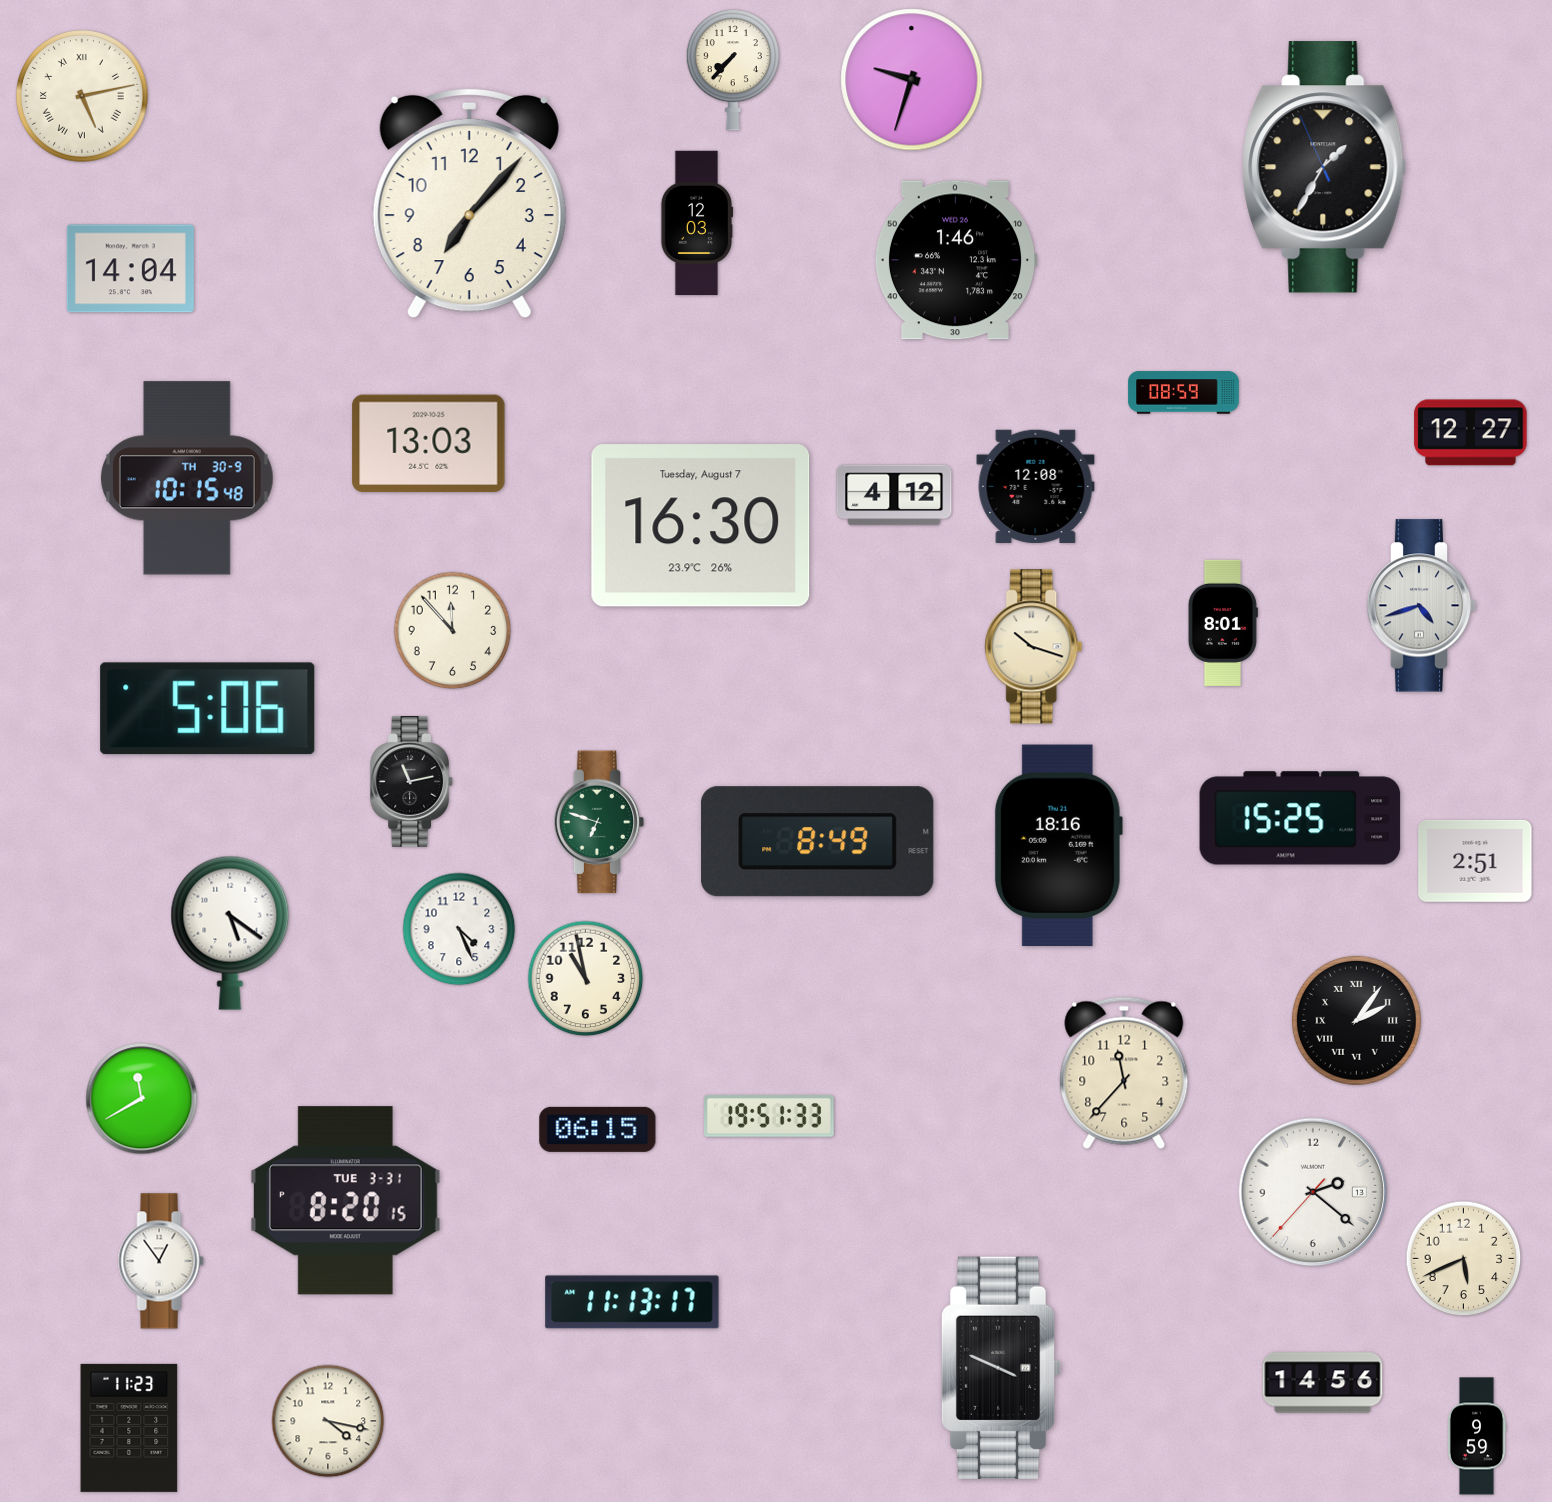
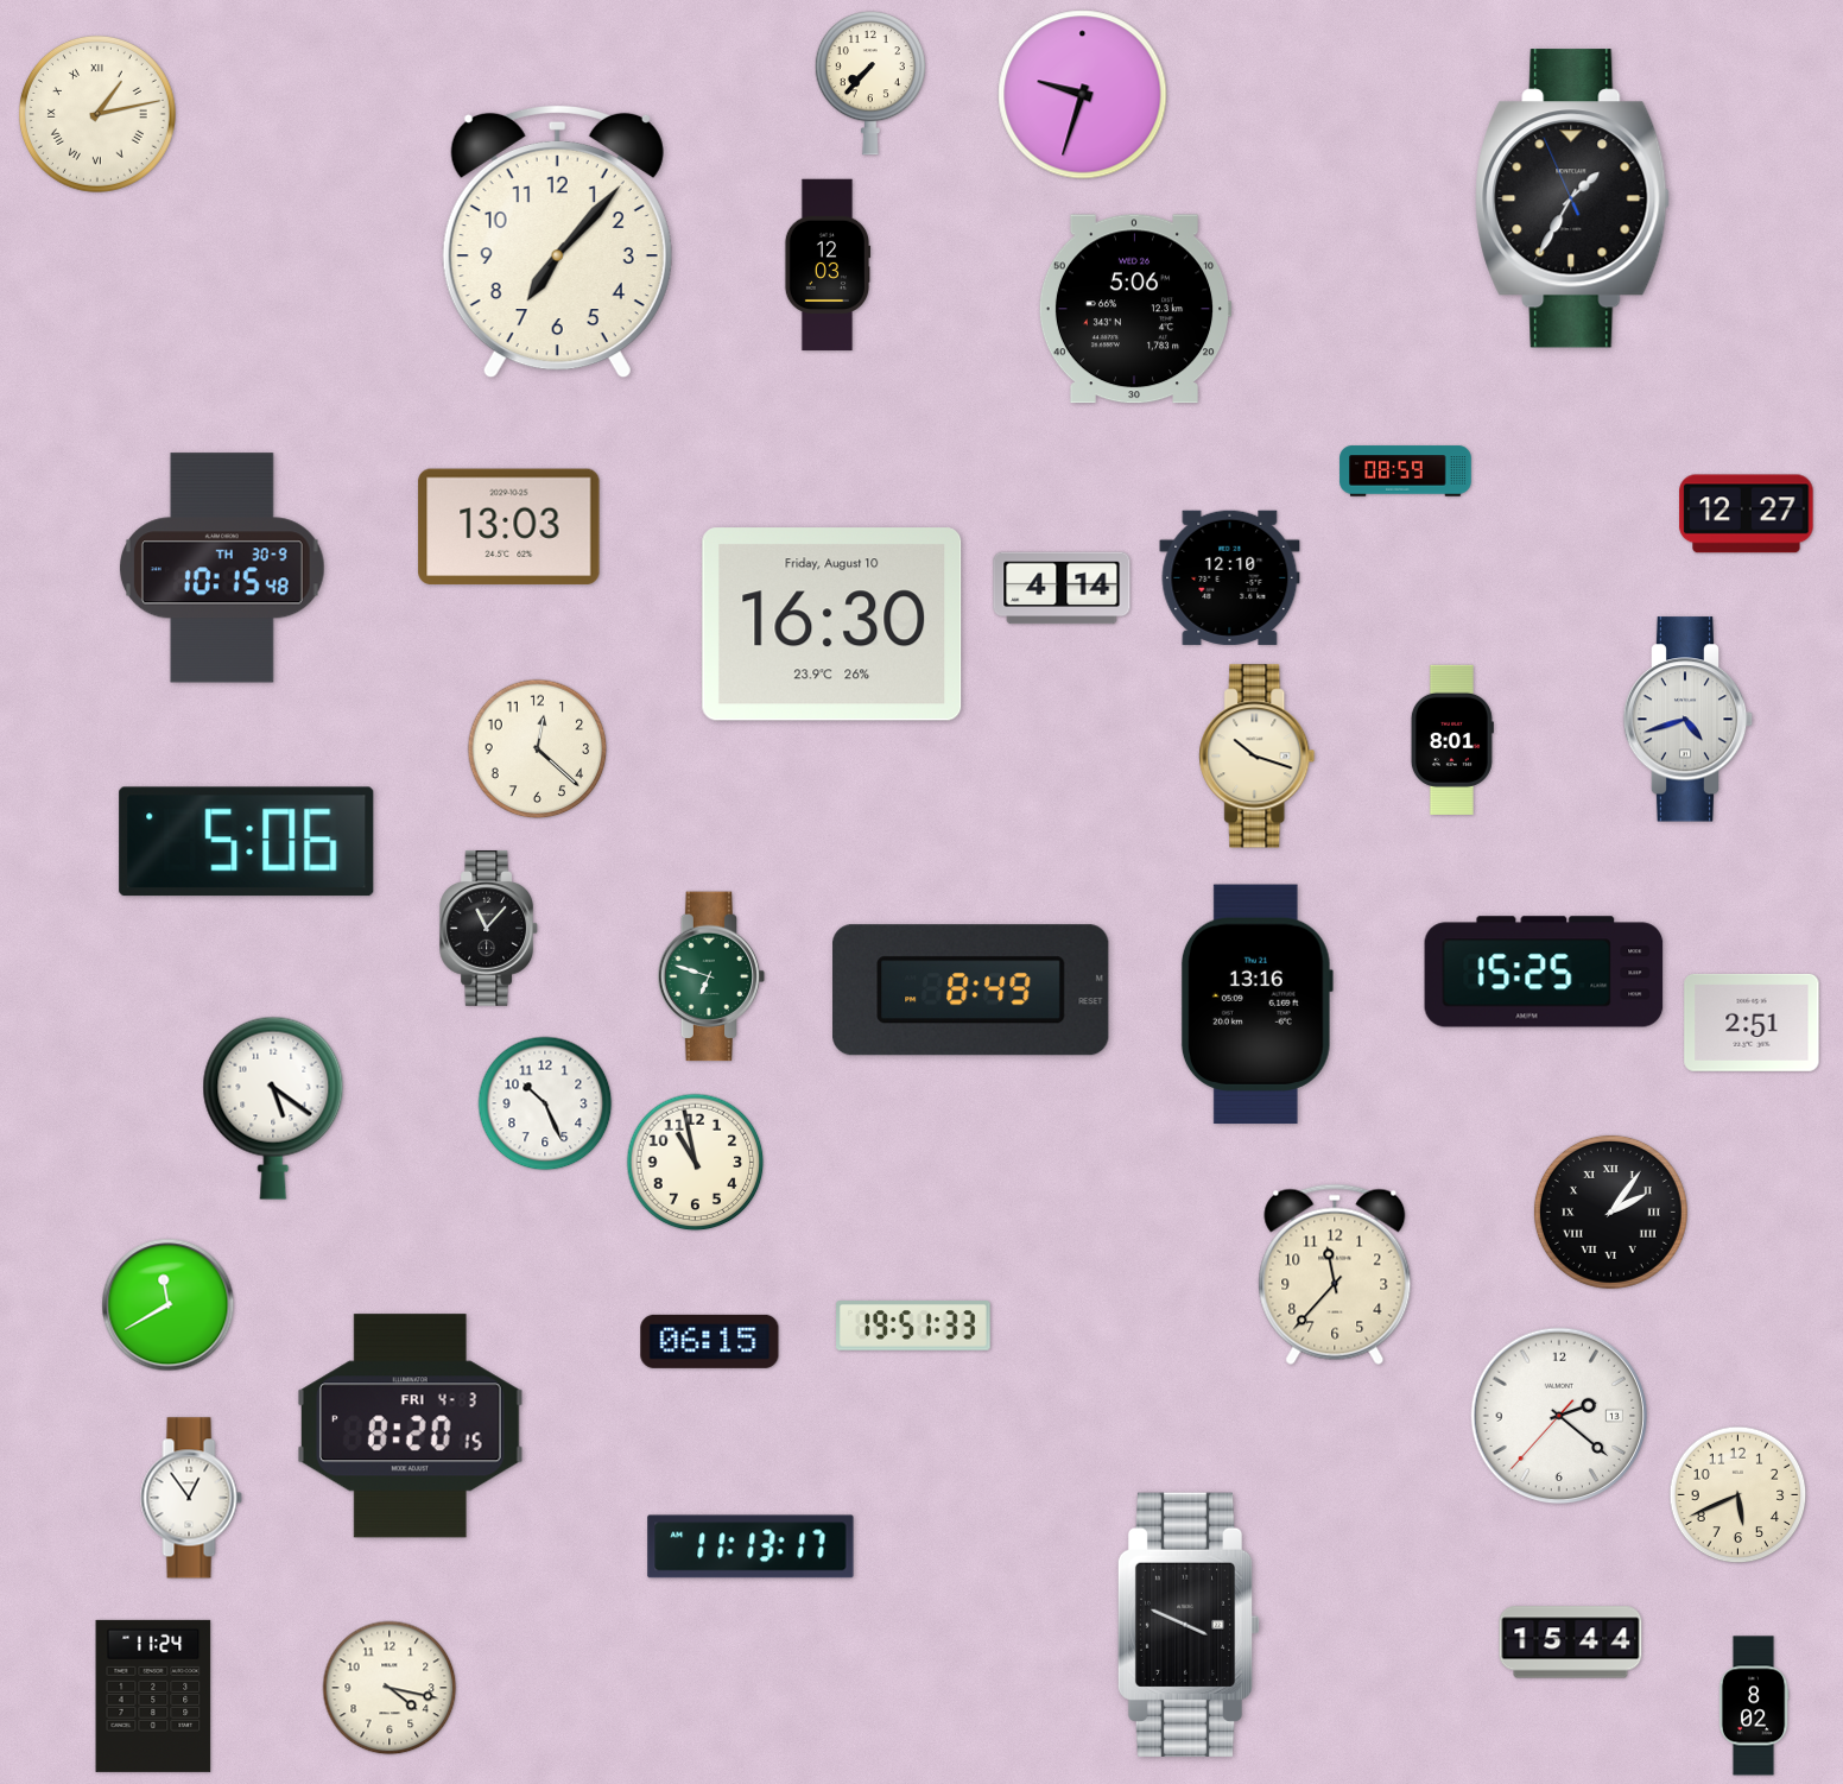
clock at (82, 96): 5:13 -> 1:13
clock at (956, 260): 1:46 -> 5:06
clock at (130, 269): 14:04 -> none
clock at (1184, 393) position: (1184, 393) -> (1406, 472)
clock at (1036, 486): 12:08 -> 12:10
clock at (894, 495): 4:12 -> 4:14
clock at (701, 526) date: Tuesday, August 7 -> Friday, August 10
clock at (453, 631): 11:53 -> 12:22
clock at (1034, 647) position: (1034, 647) -> (1258, 757)
clock at (412, 782): 11:13 -> 11:07
clock at (818, 842) position: (818, 842) -> (971, 991)
clock at (1058, 846): 18:16 -> 13:16
clock at (459, 929): 4:26 -> 10:26
clock at (345, 1201) date: TUE 3-31 -> FRI 4-3
clock at (1323, 1383): 14:56 -> 15:44
clock at (129, 1428): 11:23 -> 11:24
clock at (1477, 1436): 9:59 -> 8:02
